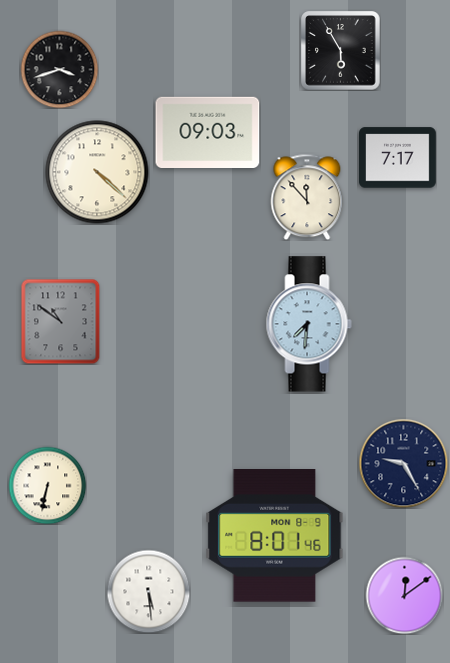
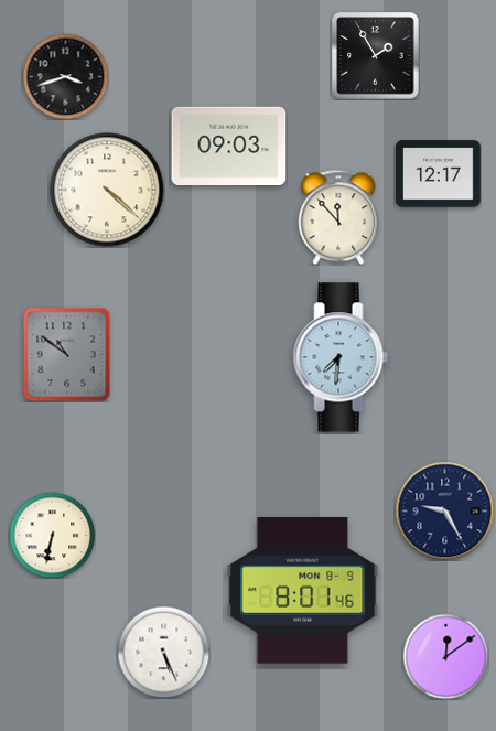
clock at (341, 51): 5:55 -> 1:55
clock at (398, 158): 7:17 -> 12:17
clock at (148, 591): 5:29 -> 5:26
